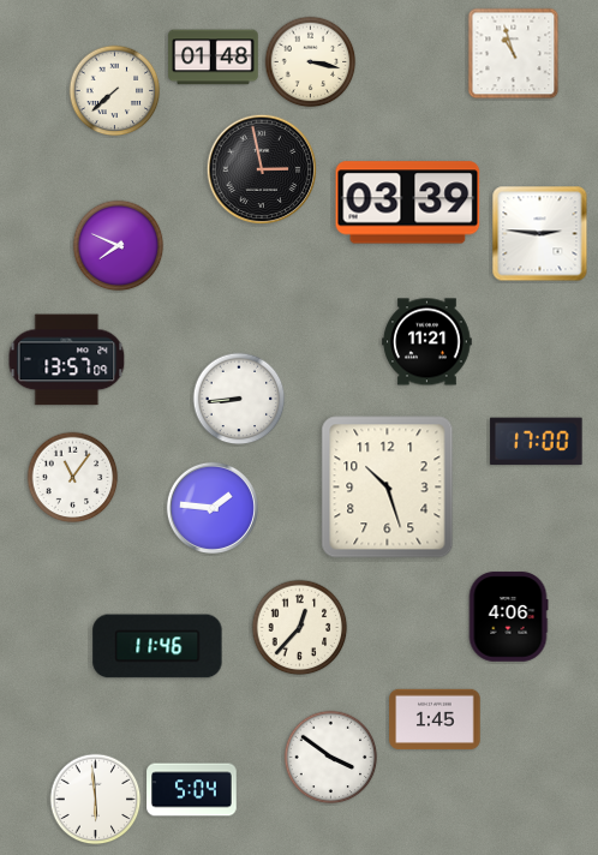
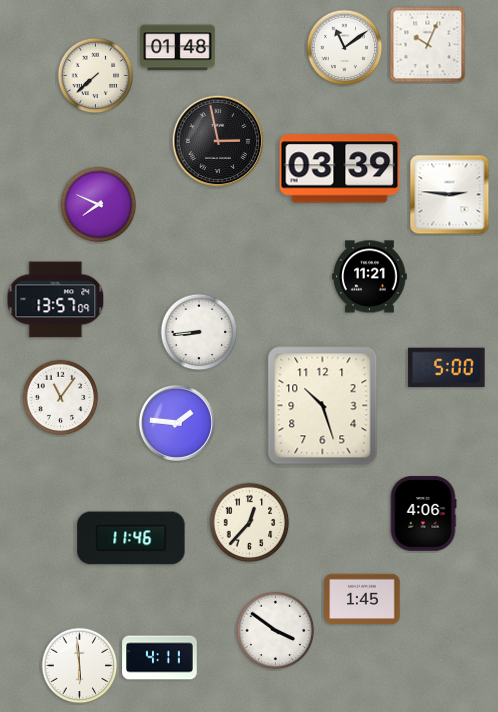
clock at (514, 54): 10:57 -> 10:04
clock at (345, 48): none -> 11:09
clock at (311, 62): 3:17 -> none
clock at (427, 342) position: (427, 342) -> (370, 277)
clock at (537, 442): 17:00 -> 5:00
clock at (192, 790): 5:04 -> 4:11
